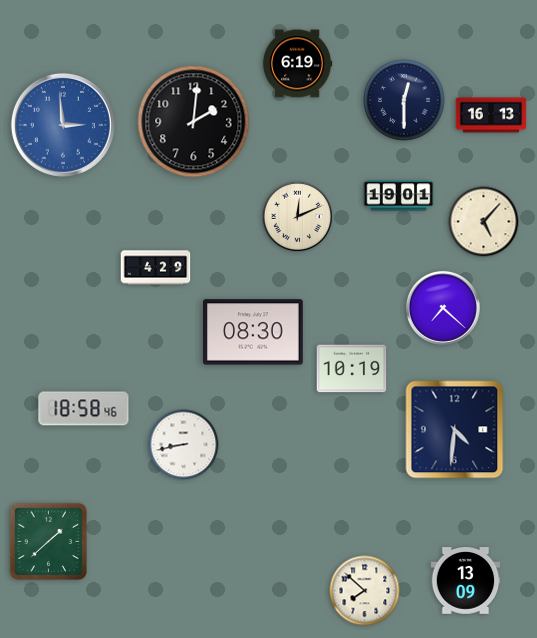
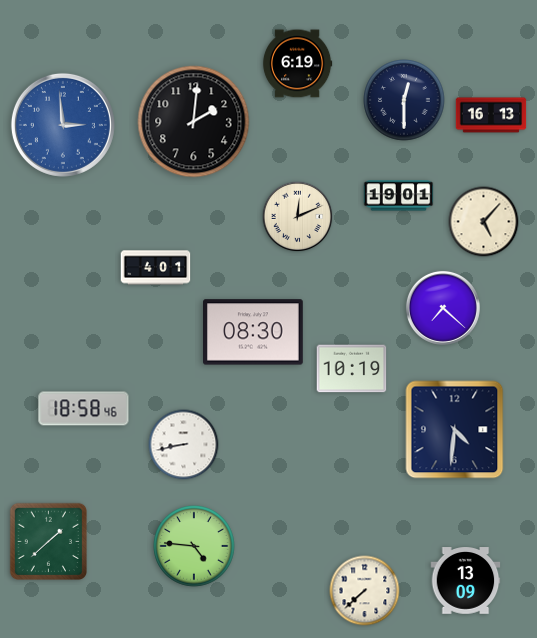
clock at (156, 268): 4:29 -> 4:01
clock at (194, 546): none -> 4:46
clock at (365, 591): 7:52 -> 7:38
